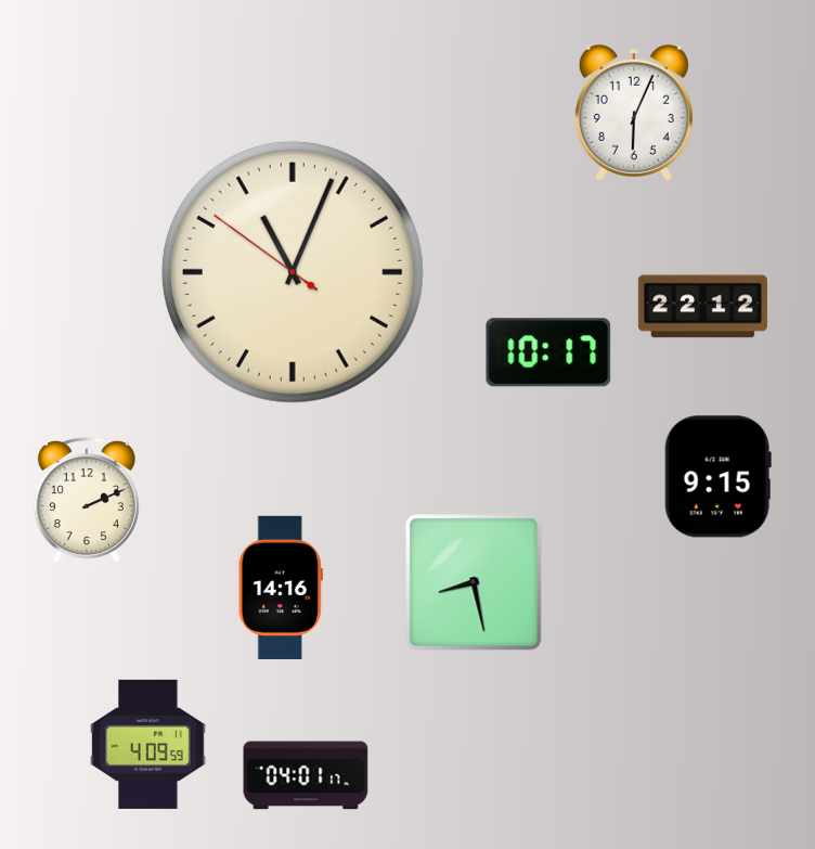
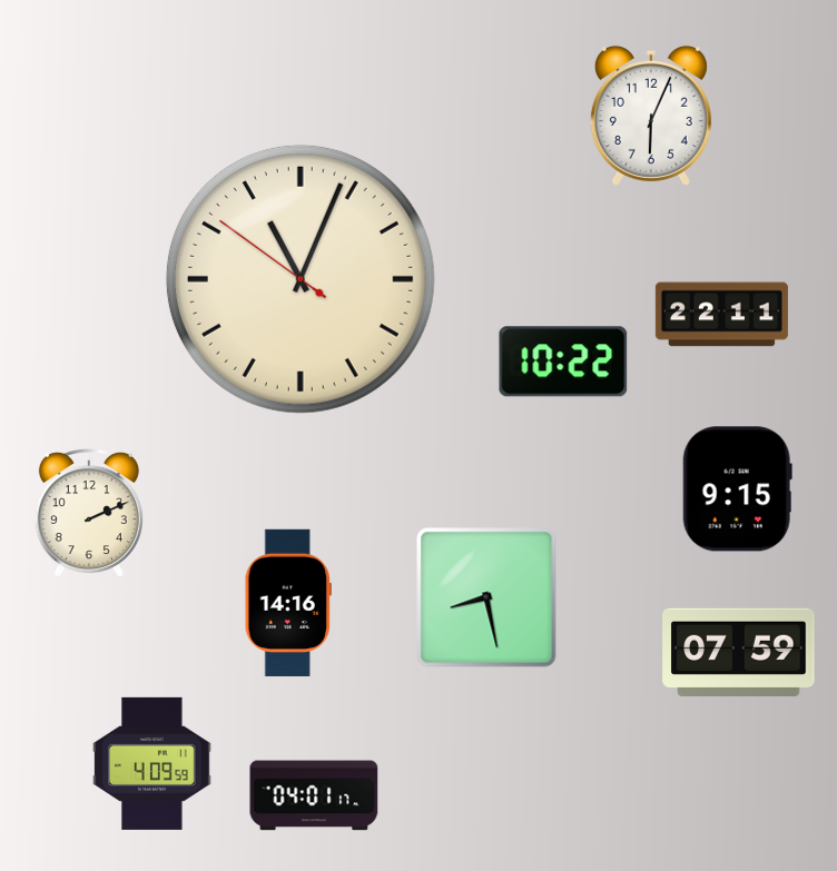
clock at (702, 307): 22:12 -> 22:11
clock at (548, 352): 10:17 -> 10:22
clock at (739, 652): none -> 07:59
